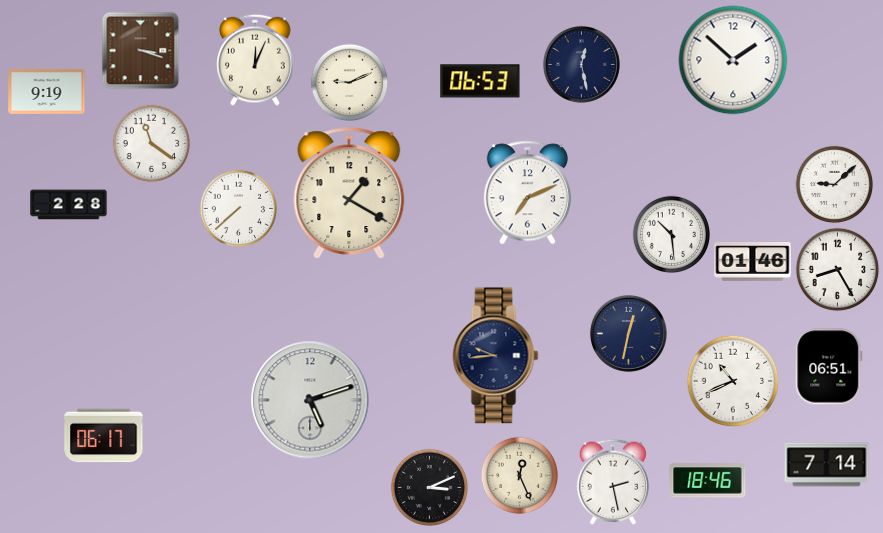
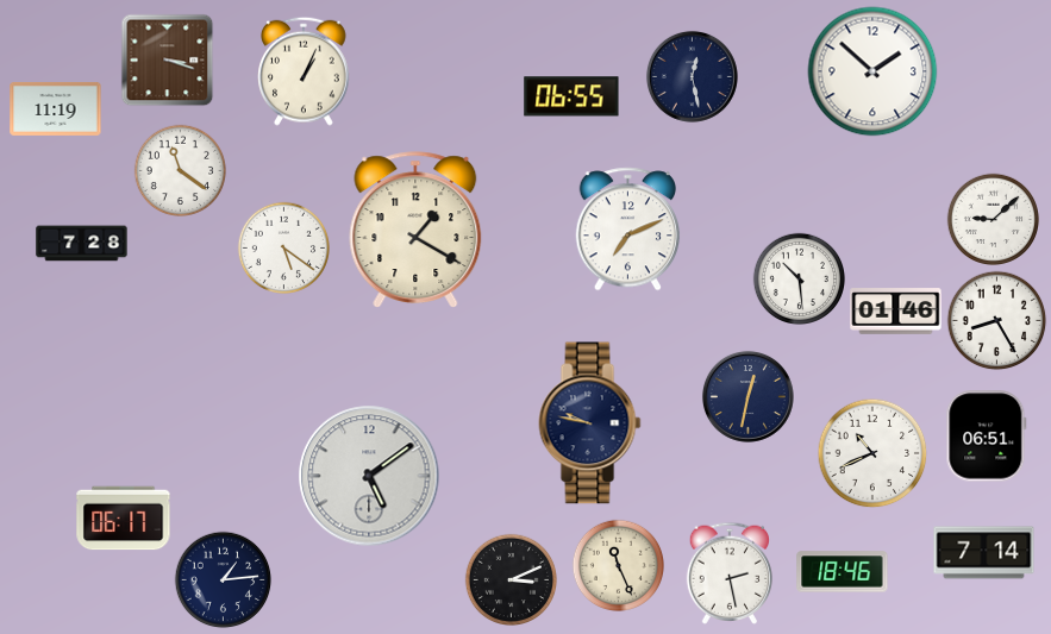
clock at (255, 60): 12:04 -> 1:04
clock at (480, 81): 06:53 -> 06:55
clock at (349, 82): 9:11 -> none
clock at (47, 91): 9:19 -> 11:19
clock at (69, 205): 2:28 -> 7:28
clock at (238, 208): 7:38 -> 5:21
clock at (496, 356): 9:44 -> 9:47
clock at (310, 400): 5:12 -> 5:09
clock at (519, 475): 12:26 -> 11:26
clock at (223, 579): none -> 1:14
